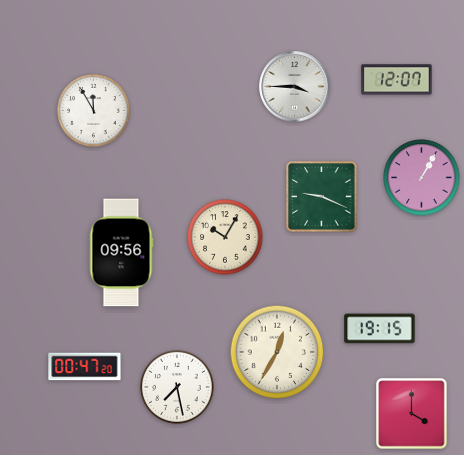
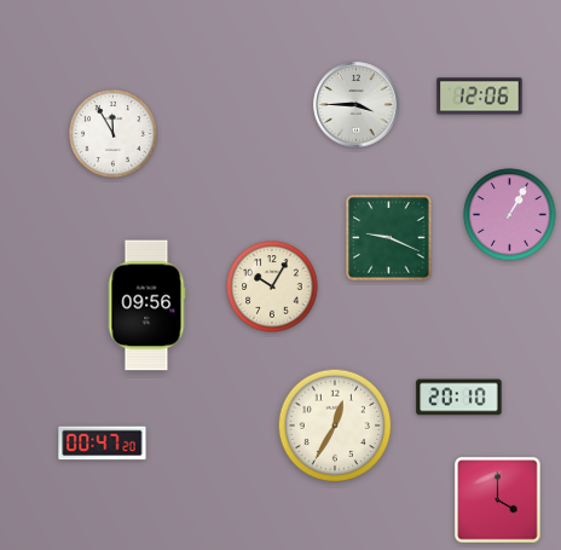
clock at (397, 80): 12:07 -> 12:06
clock at (380, 329): 19:15 -> 20:10
clock at (177, 387): 7:28 -> none
